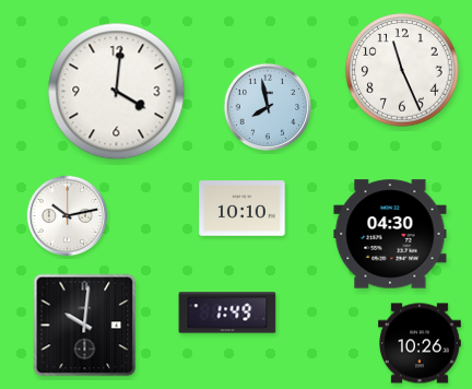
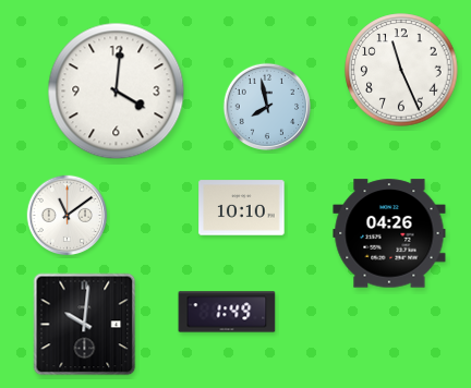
clock at (68, 216): 10:13 -> 11:09
clock at (390, 234): 04:30 -> 04:26
clock at (421, 343): 10:26 -> none
